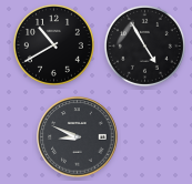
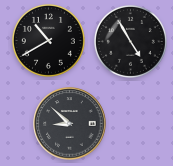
clock at (78, 137): 8:49 -> 8:52
